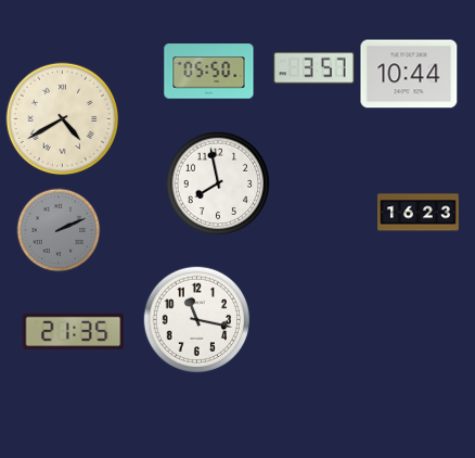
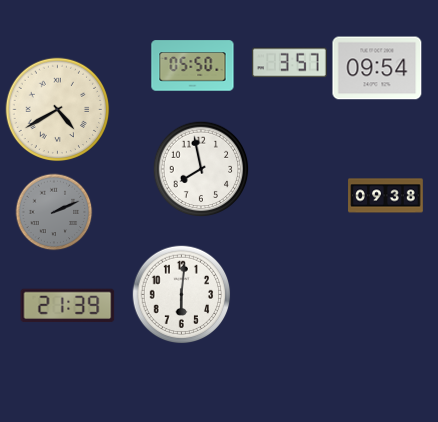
clock at (409, 74): 10:44 -> 09:54
clock at (419, 213): 16:23 -> 09:38
clock at (197, 320): 11:17 -> 6:01
clock at (74, 332): 21:35 -> 21:39
